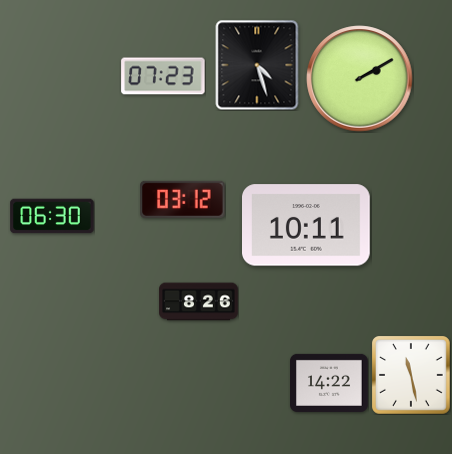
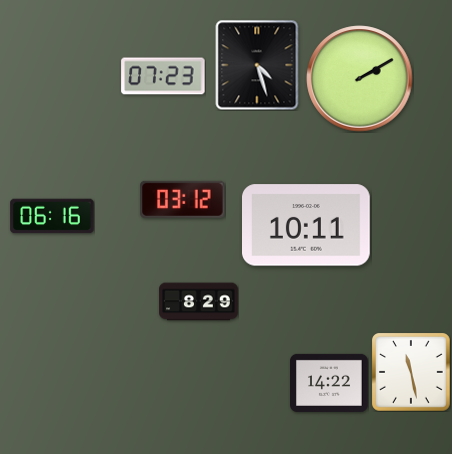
clock at (52, 216): 06:30 -> 06:16
clock at (199, 302): 8:26 -> 8:29
clock at (412, 376) position: (412, 376) -> (412, 373)
